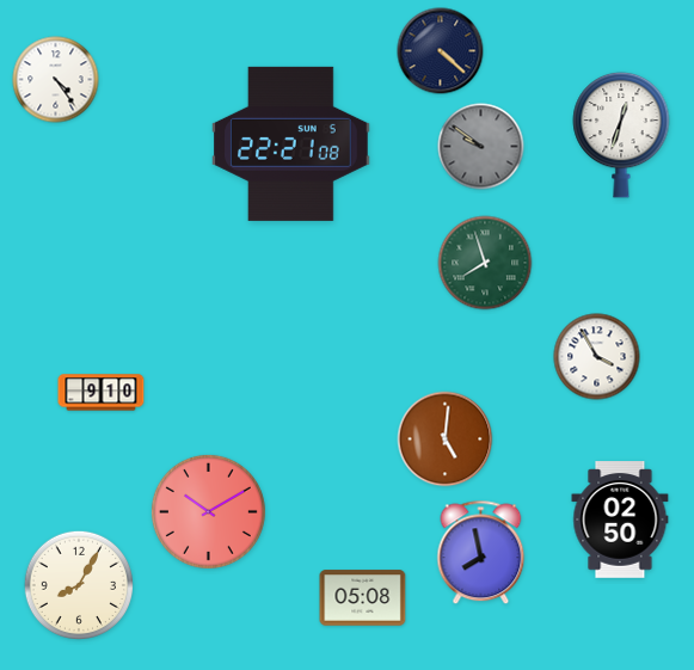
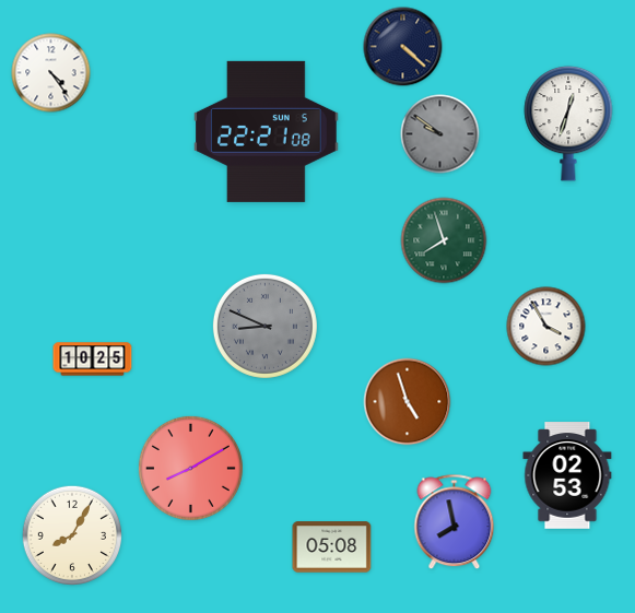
clock at (264, 326): none -> 8:49
clock at (102, 393): 9:10 -> 10:25
clock at (446, 440): 5:01 -> 4:57
clock at (208, 511): 10:10 -> 8:10
clock at (620, 520): 02:50 -> 02:53
clock at (481, 553) position: (481, 553) -> (455, 522)
